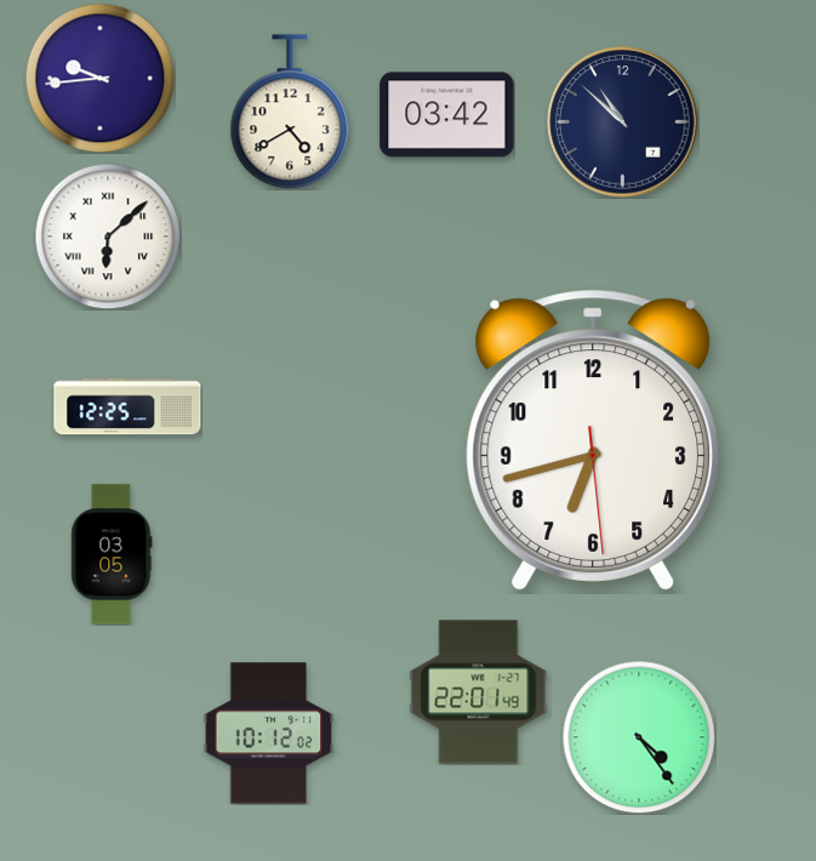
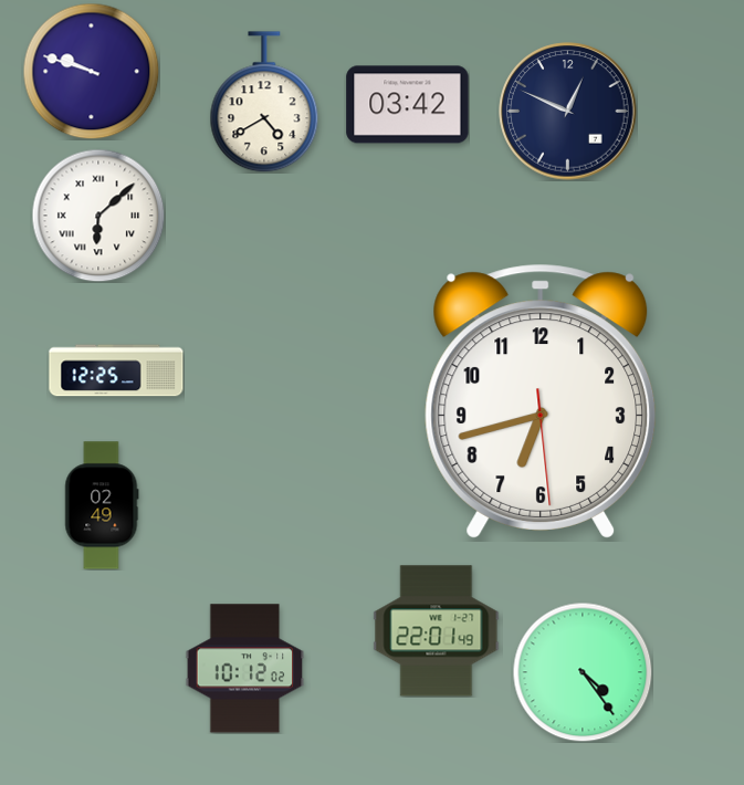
clock at (99, 78): 9:44 -> 9:48
clock at (623, 122): 10:52 -> 12:49
clock at (112, 554): 03:05 -> 02:49
